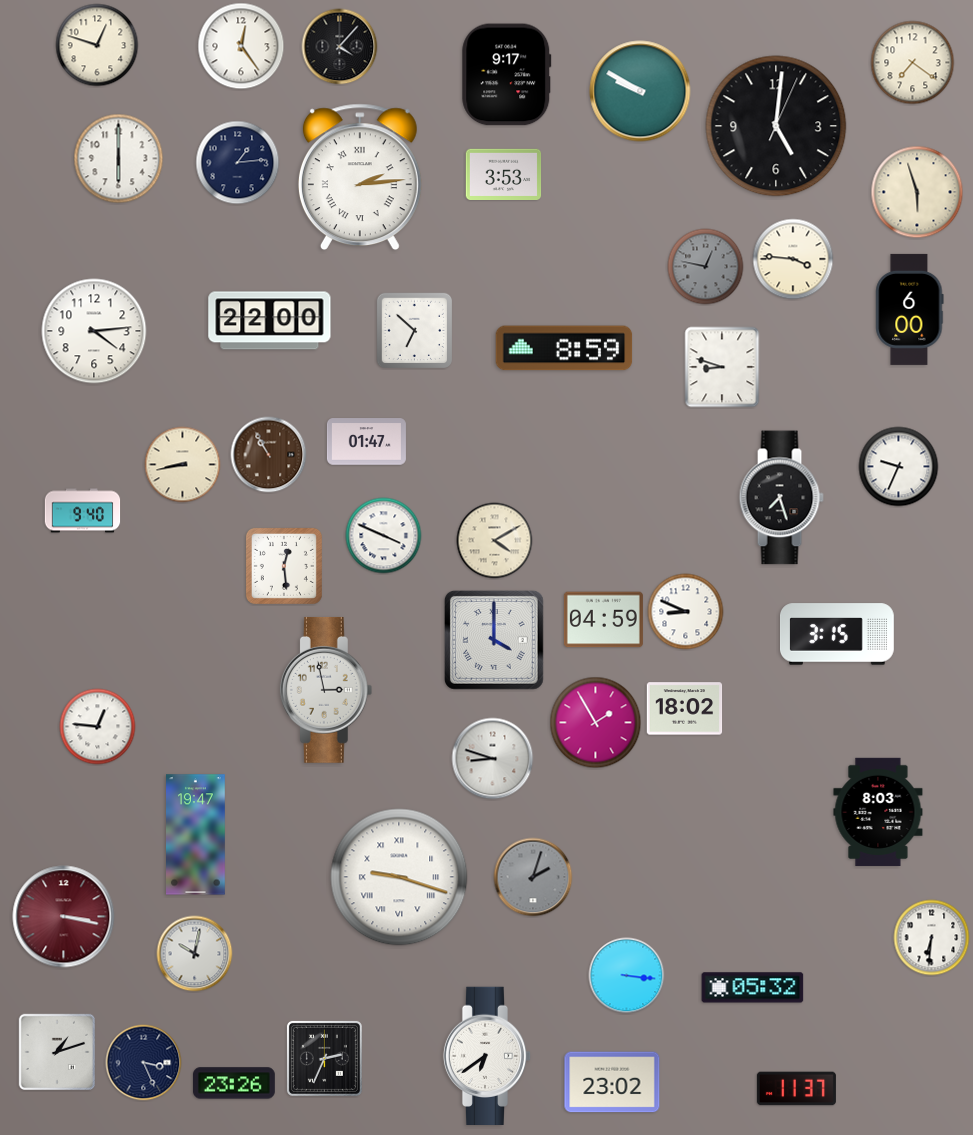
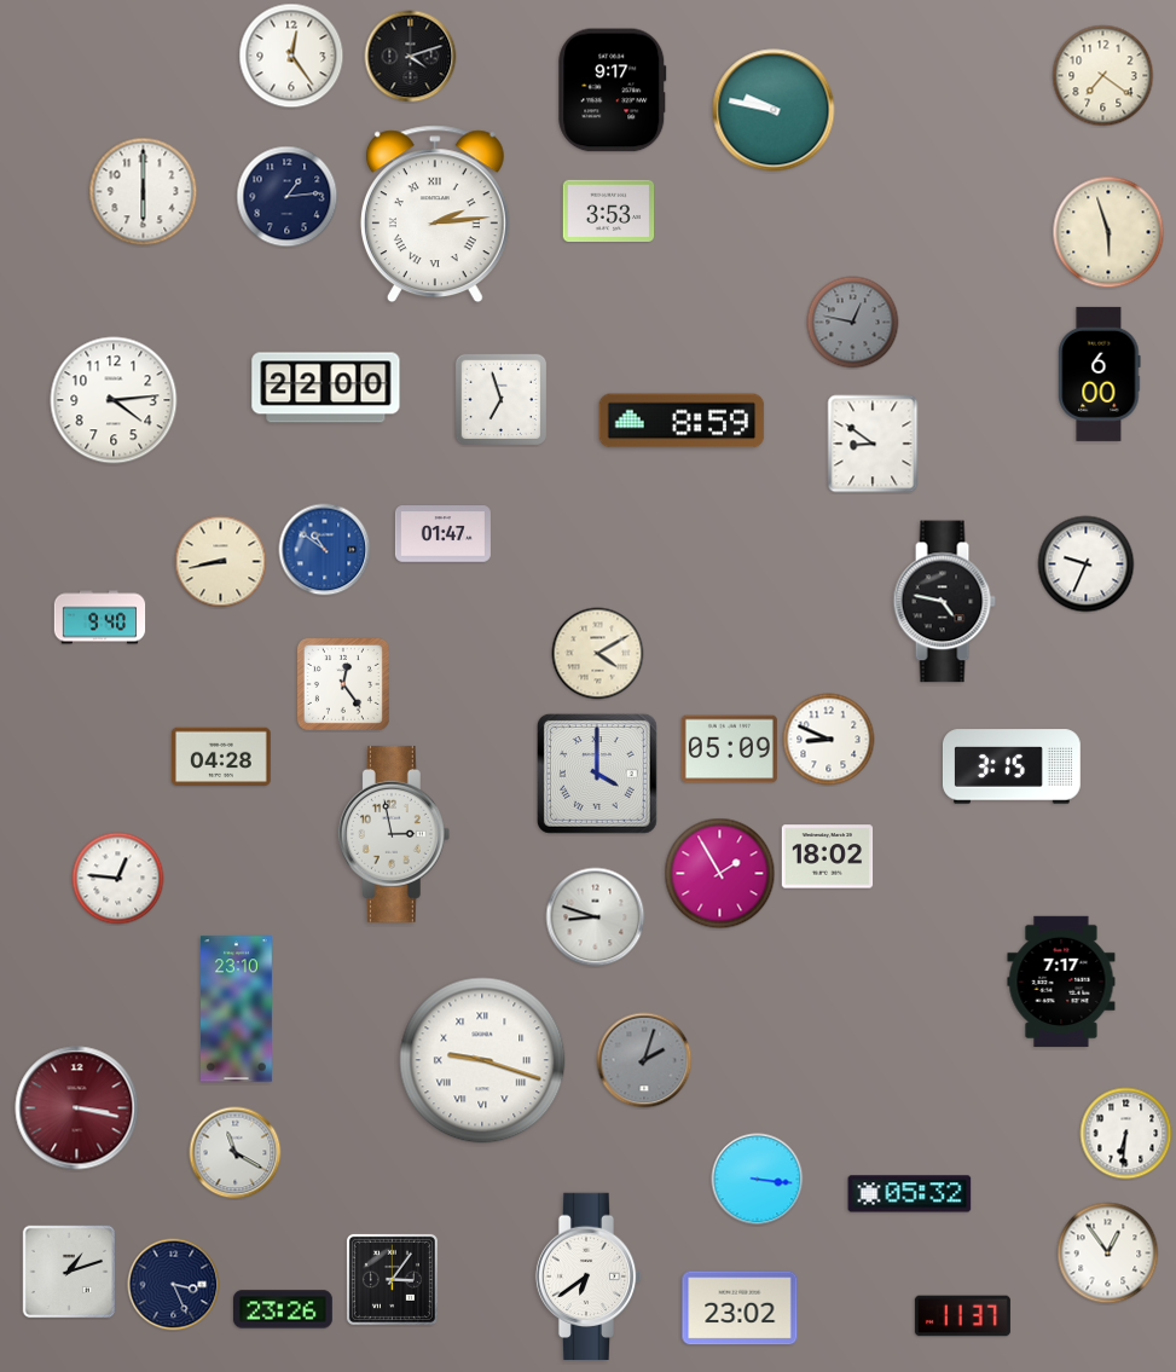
clock at (97, 45): 12:48 -> none
clock at (340, 47): 4:07 -> 4:12
clock at (640, 91): 9:50 -> 9:47
clock at (776, 126): 5:01 -> none
clock at (793, 259): 3:46 -> none
clock at (414, 330): 6:52 -> 6:57
clock at (722, 367): 8:48 -> 8:51
clock at (269, 455): 10:55 -> 10:51
clock at (269, 455) dial: brown -> blue
clock at (781, 498): 7:27 -> 4:47
clock at (384, 536): 3:49 -> none
clock at (284, 566): 12:29 -> 12:24
clock at (603, 620): 04:59 -> 05:09
clock at (222, 757): none -> 04:28
clock at (878, 812): 8:03 -> 7:17
clock at (196, 835): 19:47 -> 23:10
clock at (195, 954): 10:02 -> 11:20
clock at (1108, 1254): none -> 12:54
clock at (324, 1058): 2:34 -> 3:06
